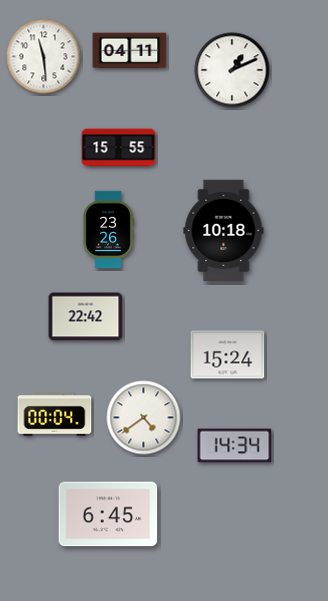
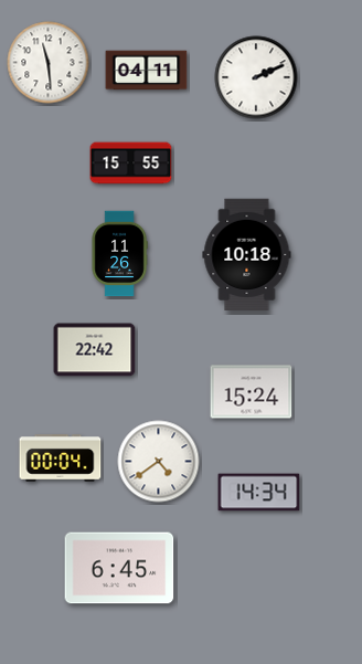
clock at (130, 51) position: (130, 51) -> (147, 71)
clock at (232, 70): 1:11 -> 2:11
clock at (108, 230): 23:26 -> 11:26
